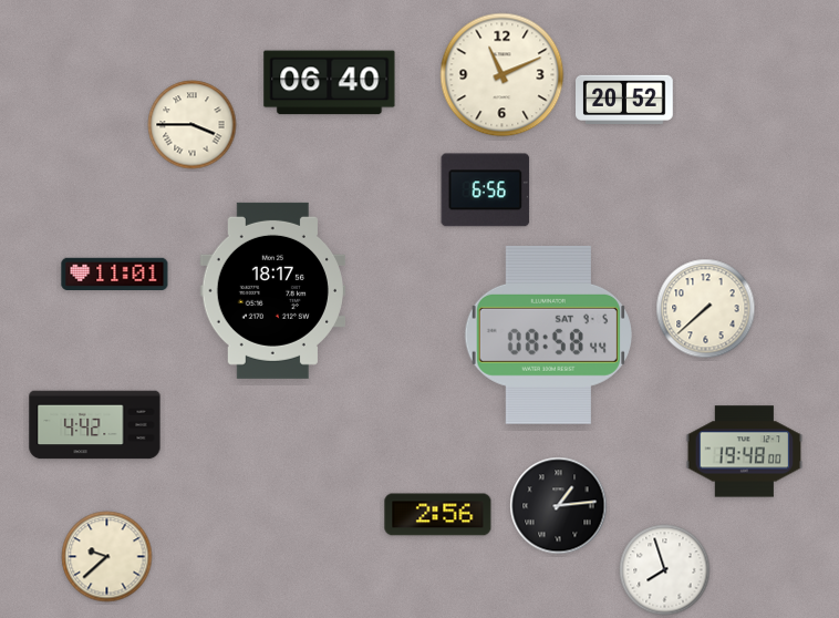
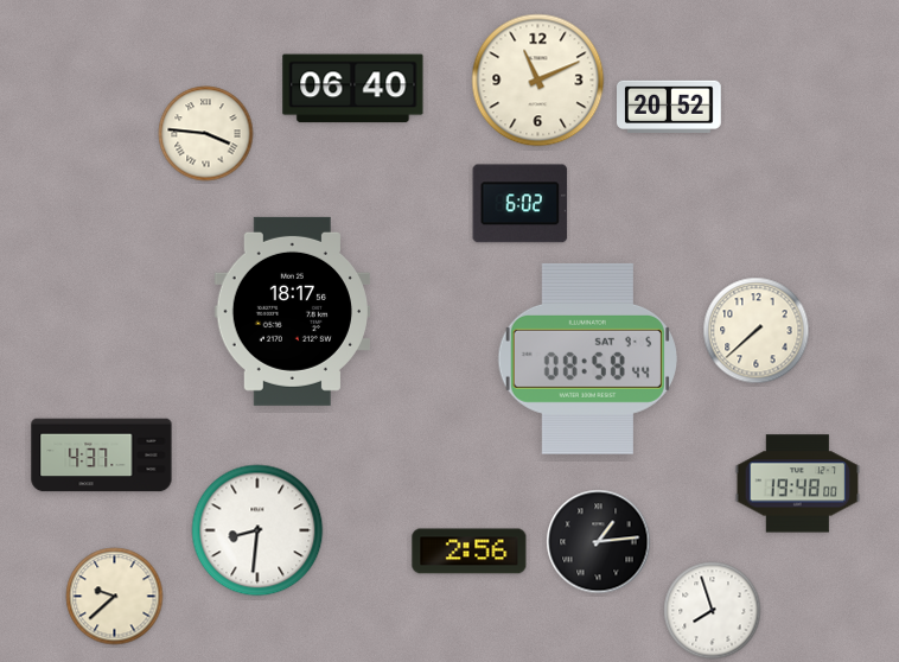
clock at (193, 125): 3:45 -> 3:46
clock at (486, 190): 6:56 -> 6:02
clock at (115, 275): 11:01 -> none
clock at (95, 425): 4:42 -> 4:37
clock at (257, 530): none -> 8:31
